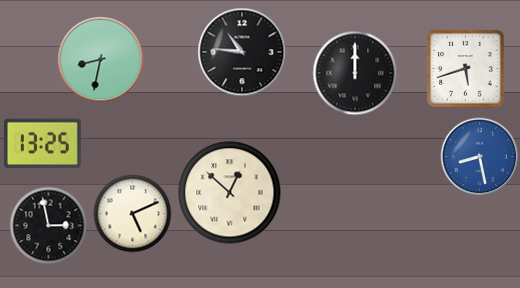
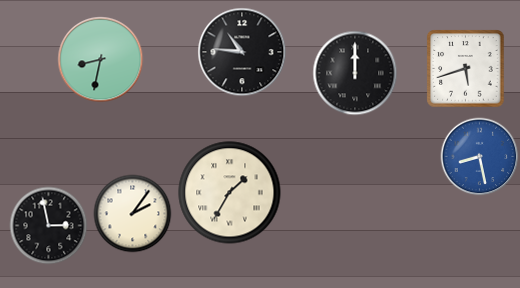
clock at (42, 144): 13:25 -> none
clock at (230, 193): 12:52 -> 1:35
clock at (132, 213): 5:11 -> 2:06
